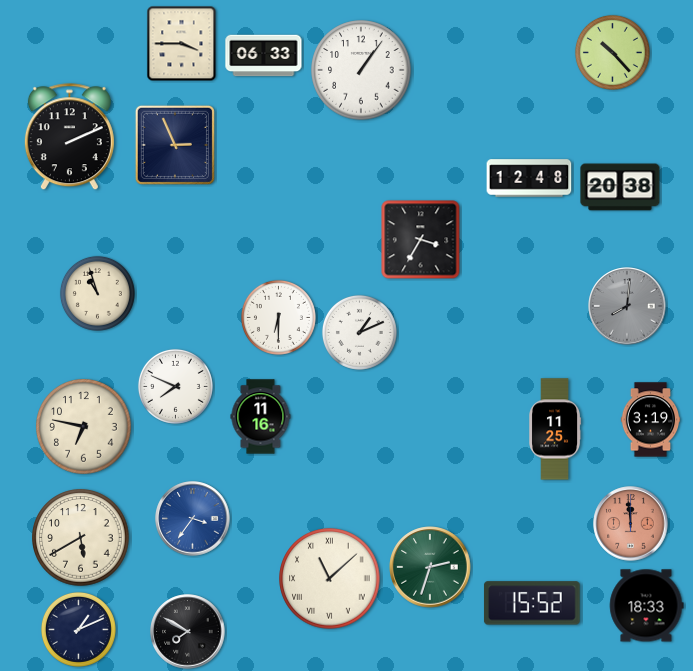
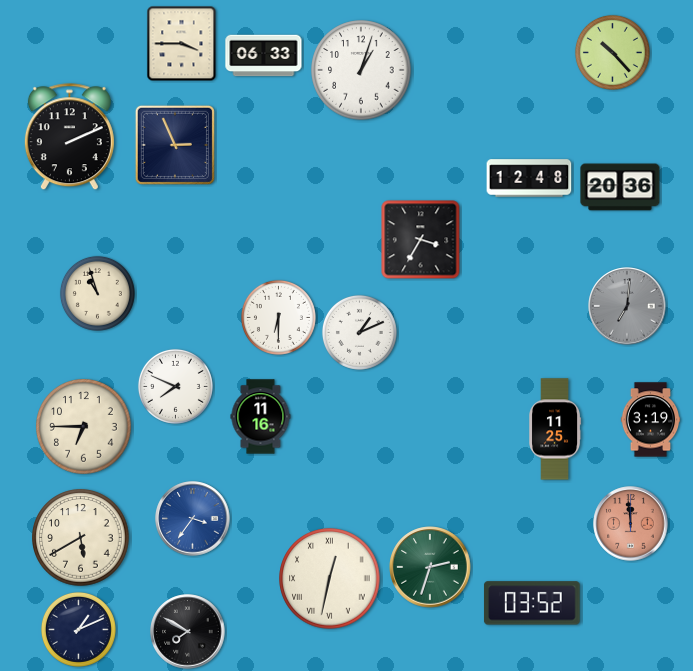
clock at (361, 70): 1:06 -> 1:03
clock at (620, 187): 20:38 -> 20:36
clock at (627, 306): 8:01 -> 7:01
clock at (84, 427): 6:47 -> 6:45
clock at (330, 579): 11:08 -> 12:32
clock at (532, 603): 15:52 -> 03:52
clock at (647, 606): 18:33 -> none
